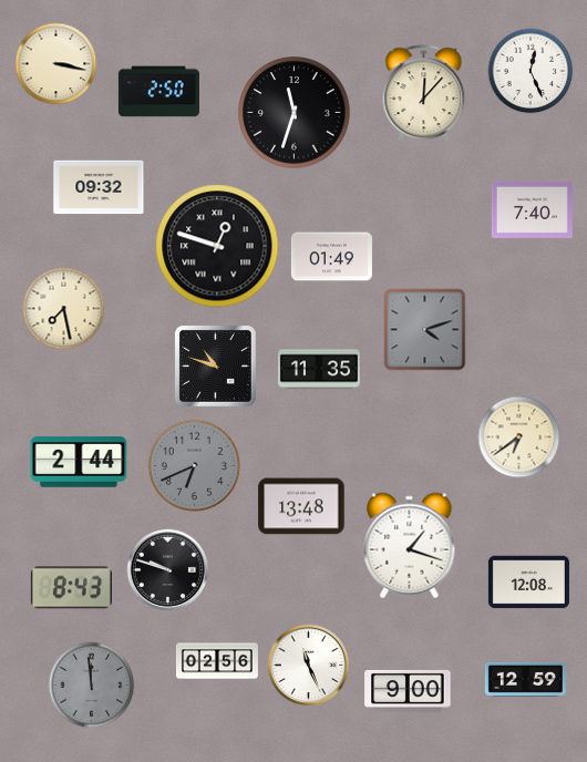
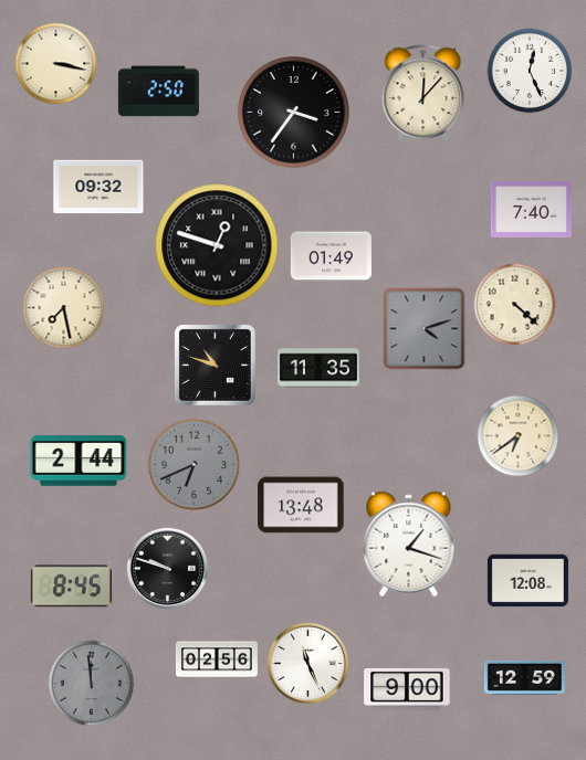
clock at (295, 113): 11:33 -> 3:36
clock at (515, 305): none -> 4:22
clock at (71, 588): 8:43 -> 8:45
